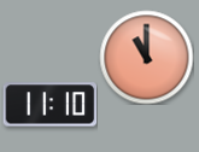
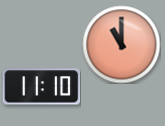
clock at (146, 57) position: (146, 57) -> (121, 44)
